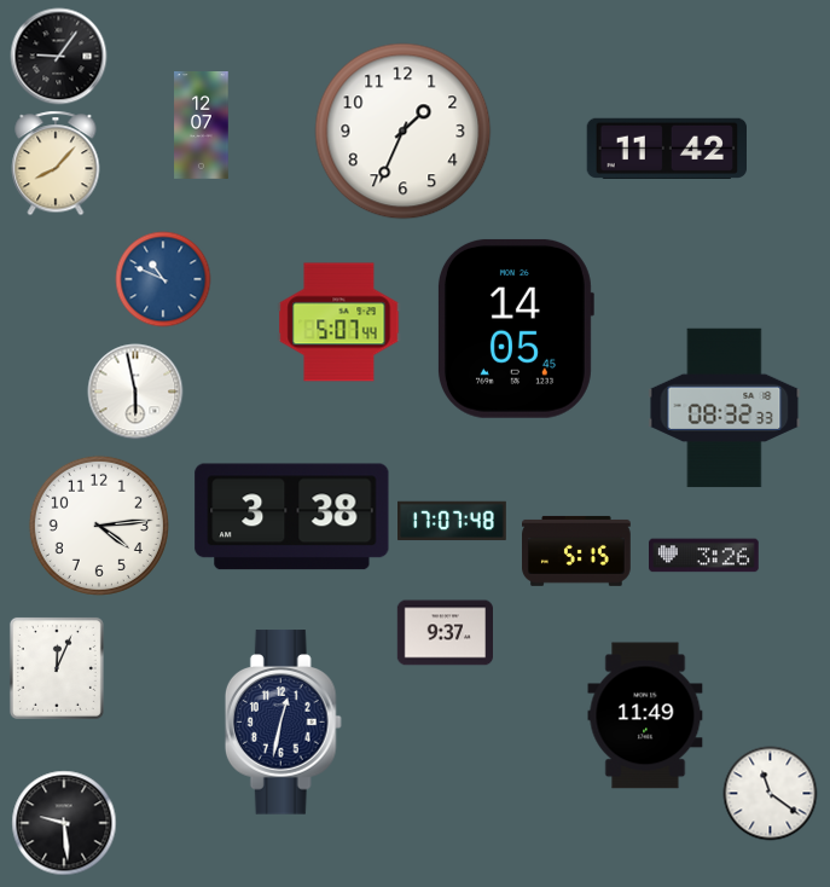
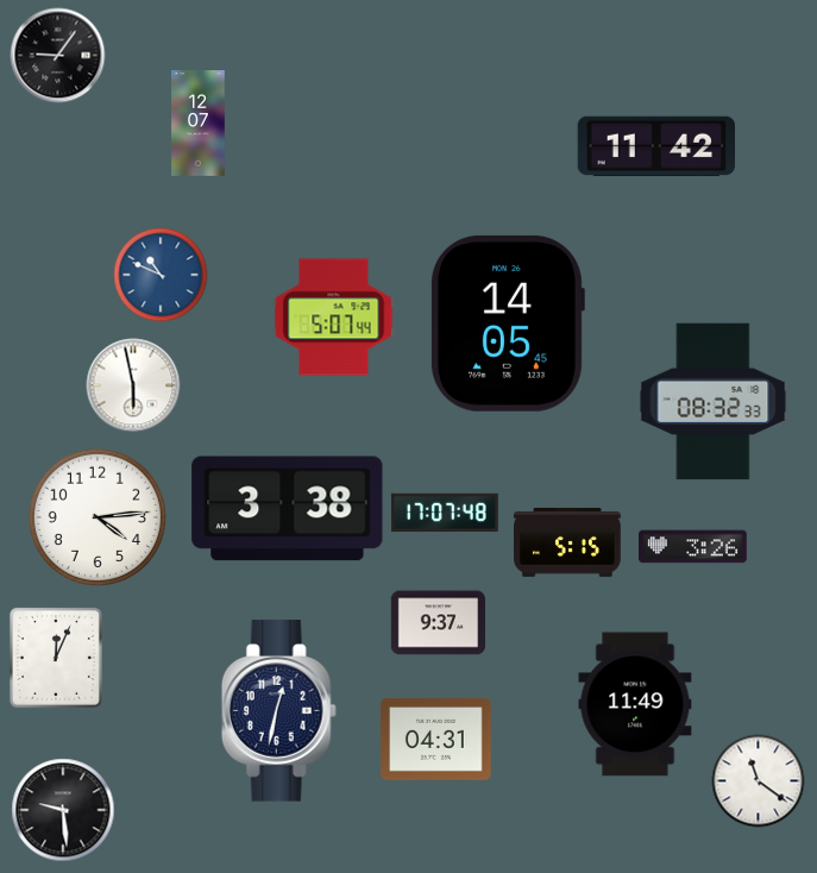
clock at (404, 132): 1:34 -> none
clock at (56, 163): 8:07 -> none
clock at (436, 739): none -> 04:31
